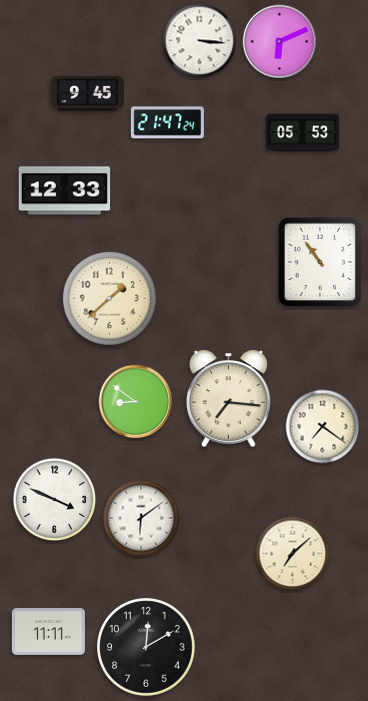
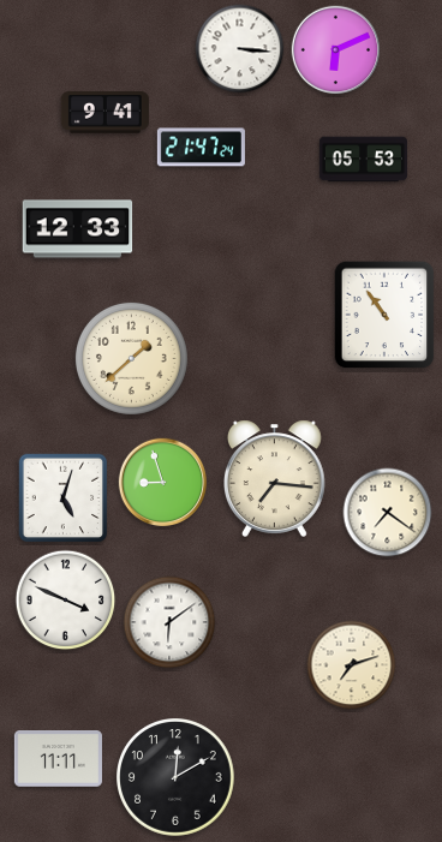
clock at (87, 94): 9:45 -> 9:41
clock at (136, 402): 8:51 -> 8:57
clock at (64, 498): none -> 5:03
clock at (293, 554): 7:08 -> 7:12
